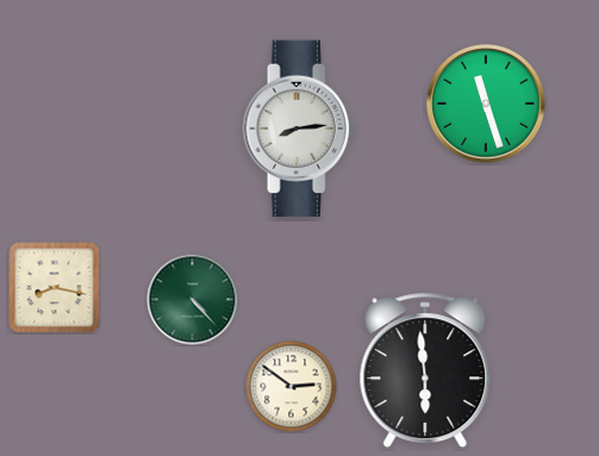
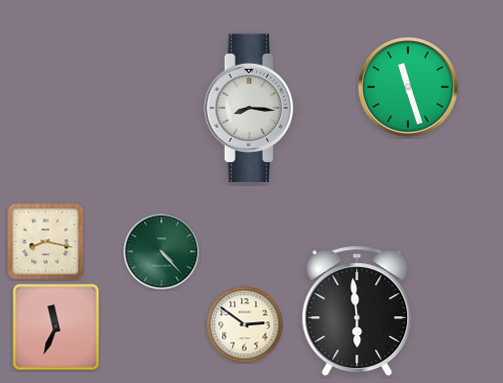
clock at (299, 129): 8:14 -> 8:16
clock at (56, 327): none -> 11:34
